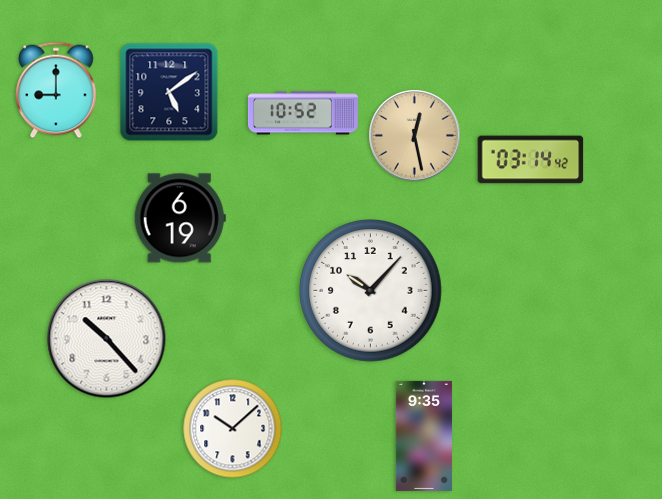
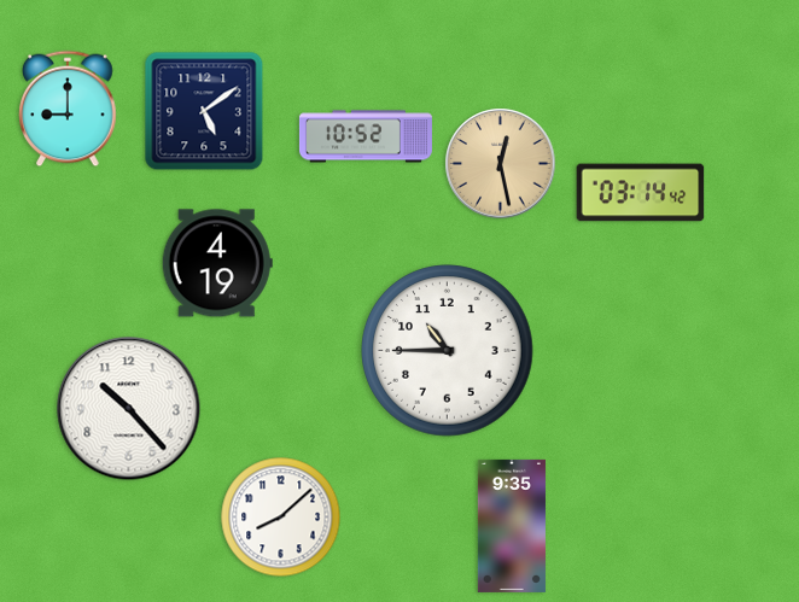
clock at (180, 218): 6:19 -> 4:19
clock at (371, 291): 10:07 -> 10:45
clock at (233, 429): 10:08 -> 8:08
